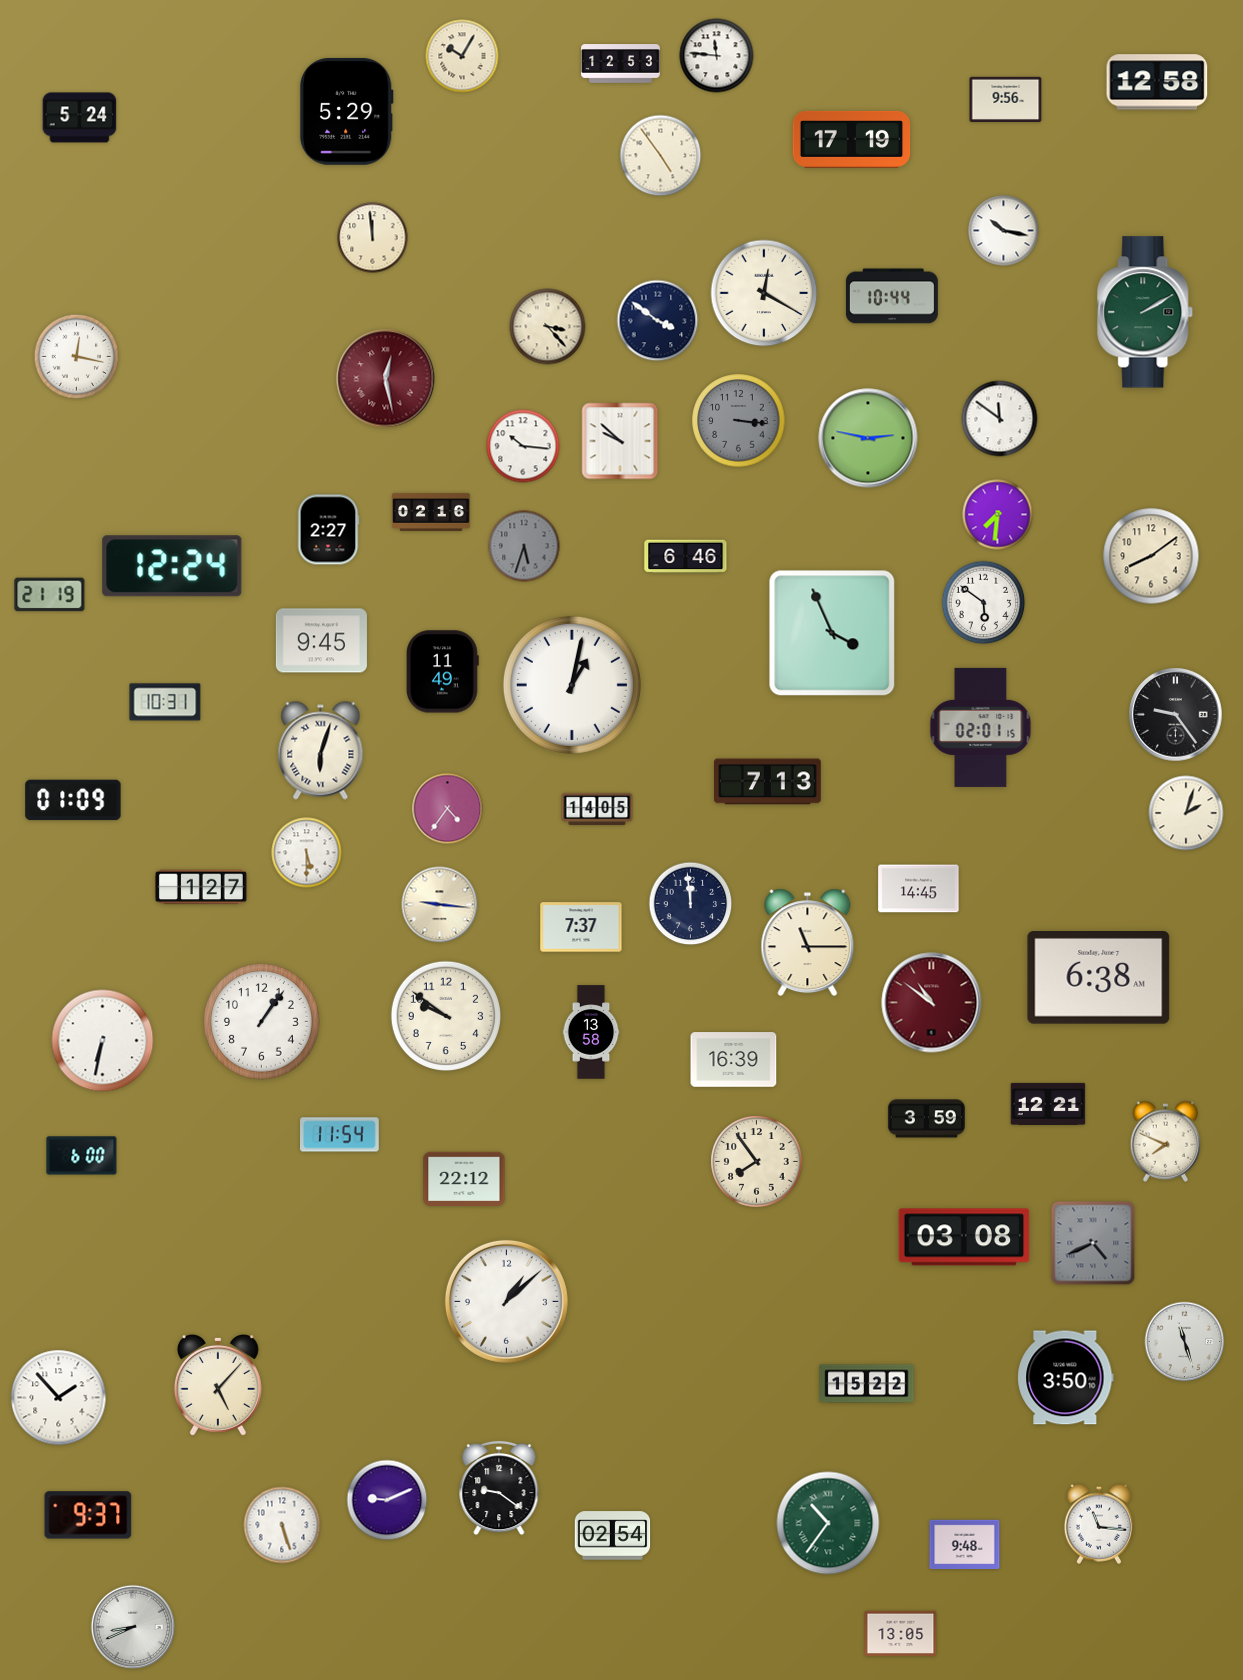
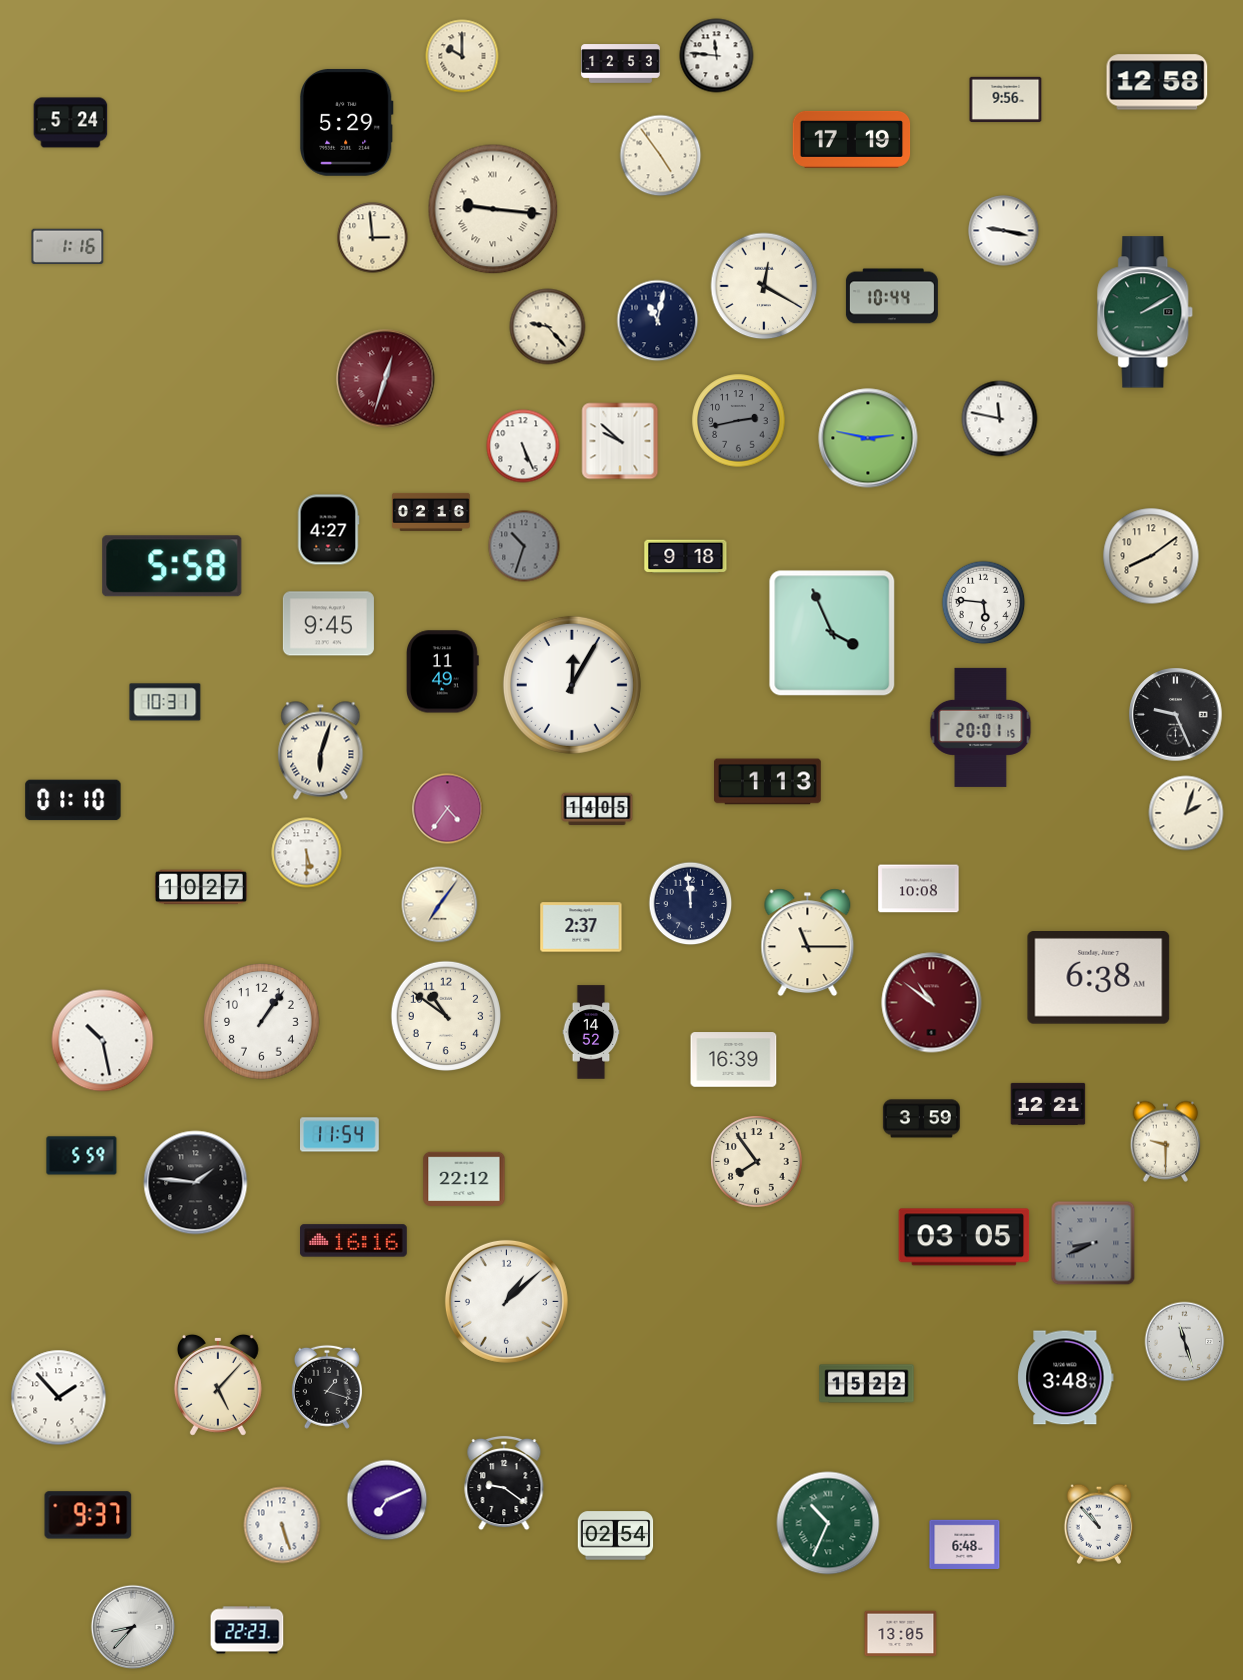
clock at (462, 56): 10:05 -> 10:00
clock at (346, 111) position: (346, 111) -> (346, 122)
clock at (80, 118) position: (80, 118) -> (71, 123)
clock at (493, 209): none -> 9:16
clock at (1004, 231): 10:17 -> 9:17
clock at (373, 238): 11:59 -> 2:59
clock at (68, 246): none -> 1:16
clock at (764, 293) position: (764, 293) -> (764, 286)
clock at (658, 321): 3:51 -> 11:02
clock at (548, 327): 3:23 -> 9:23
clock at (77, 357): 12:17 -> none
clock at (386, 379): 12:28 -> 12:33
clock at (1000, 419): 11:51 -> 11:47
clock at (739, 421): 3:16 -> 2:43
clock at (523, 446): 10:16 -> 5:26
clock at (998, 515): 7:31 -> none
clock at (328, 530): 2:27 -> 4:27
clock at (524, 546): 5:33 -> 10:33
clock at (686, 557): 6:46 -> 9:18
clock at (172, 566): 12:24 -> 5:58
clock at (50, 595): 21:19 -> none
clock at (984, 603): 5:51 -> 5:46
clock at (321, 641) position: (321, 641) -> (328, 624)
clock at (572, 685): 1:02 -> 12:05
clock at (1176, 715): 9:24 -> 9:26
clock at (981, 727): 02:01 -> 20:01
clock at (768, 782): 7:13 -> 1:13
clock at (73, 800): 01:09 -> 01:10
clock at (201, 887): 1:27 -> 10:27
clock at (919, 889): 14:45 -> 10:08
clock at (440, 905): 9:16 -> 7:06
clock at (581, 927): 7:37 -> 2:37
clock at (445, 1015): 9:51 -> 10:51
clock at (591, 1032): 13:58 -> 14:52
clock at (103, 1041): 6:32 -> 10:28
clock at (926, 1119) position: (926, 1119) -> (921, 1119)
clock at (1166, 1141): 7:49 -> 9:30
clock at (82, 1156): 6:00 -> 5:59
clock at (196, 1183): none -> 1:46
clock at (964, 1237): 03:08 -> 03:05
clock at (354, 1241): none -> 16:16
clock at (1093, 1243): 4:41 -> 8:41
clock at (1066, 1378): 3:50 -> 3:48
clock at (327, 1387): none -> 1:18
clock at (499, 1488) position: (499, 1488) -> (504, 1483)
clock at (387, 1500): 9:11 -> 7:11
clock at (828, 1523): 10:36 -> 10:34
clock at (1098, 1524): 11:16 -> 10:53
clock at (613, 1536) position: (613, 1536) -> (616, 1536)
clock at (965, 1544): 9:48 -> 6:48
clock at (132, 1626): 8:41 -> 8:37
clock at (247, 1630): none -> 22:23
